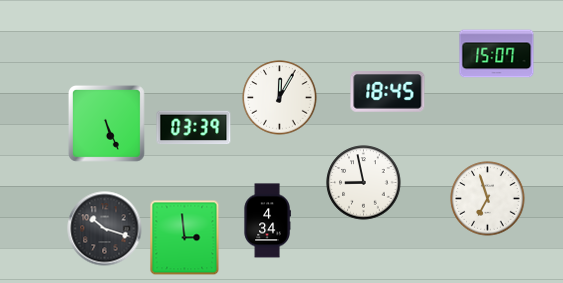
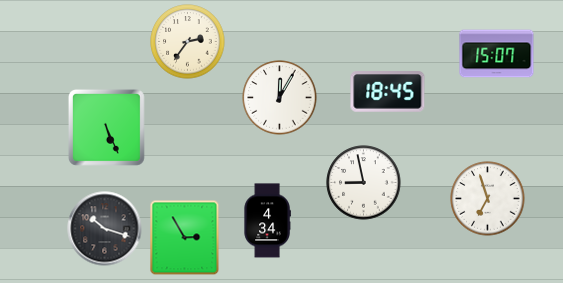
clock at (188, 42): none -> 2:36
clock at (106, 123) position: (106, 123) -> (106, 127)
clock at (194, 128): 03:39 -> none
clock at (185, 238): 2:59 -> 2:55
